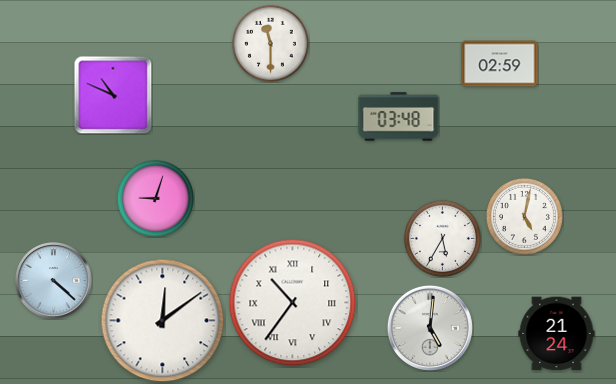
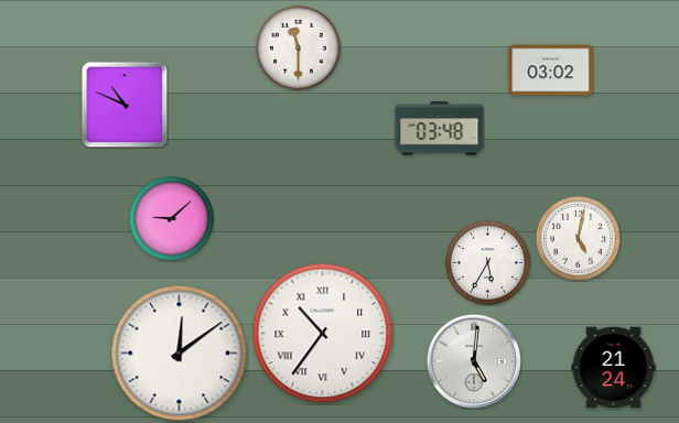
clock at (500, 64): 02:59 -> 03:02
clock at (155, 198): 9:03 -> 9:08
clock at (54, 281): 4:22 -> none
